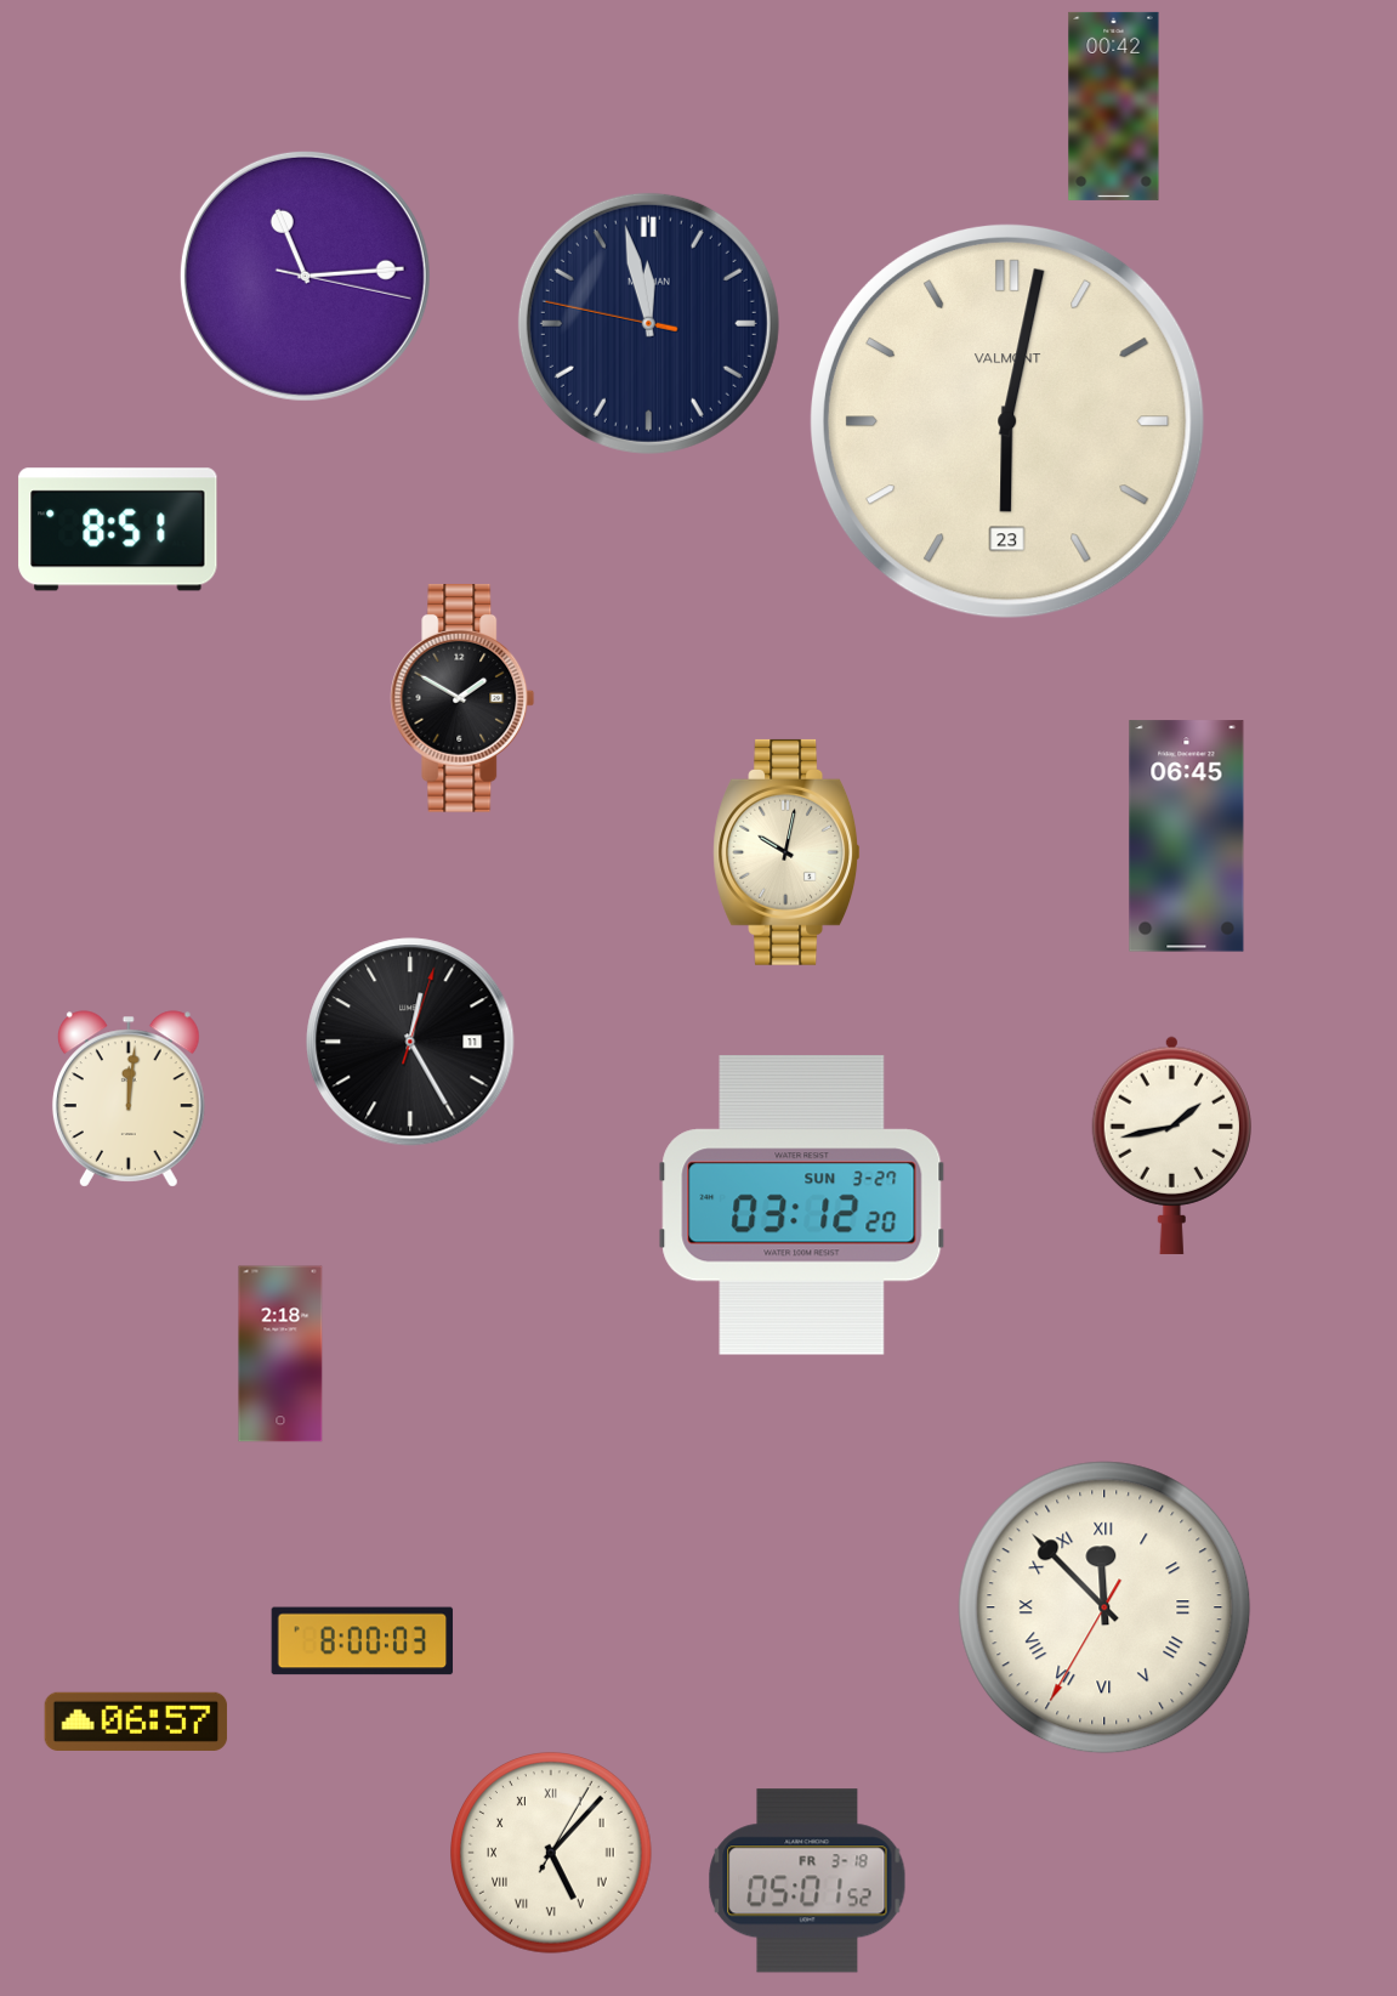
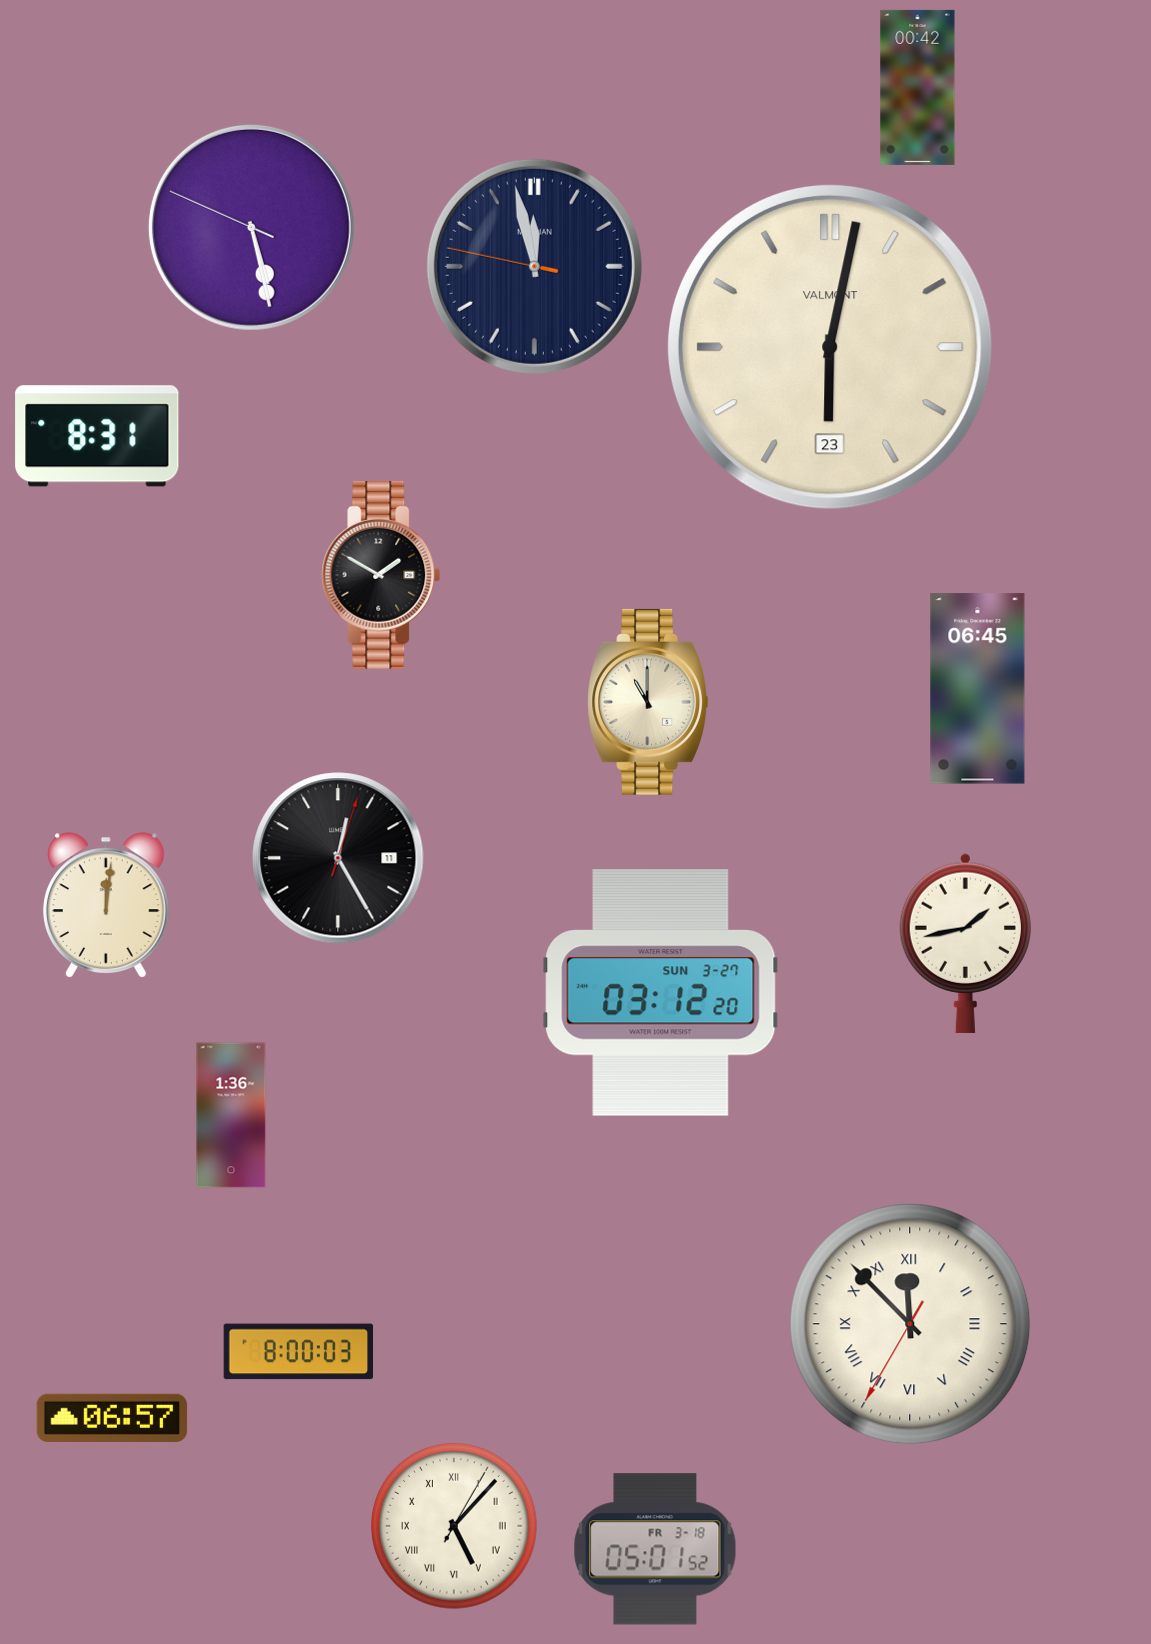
clock at (305, 276): 11:14 -> 5:27
clock at (118, 529): 8:51 -> 8:31
clock at (788, 852): 10:02 -> 11:00
clock at (280, 1354): 2:18 -> 1:36
clock at (807, 1881) position: (807, 1881) -> (655, 1549)
